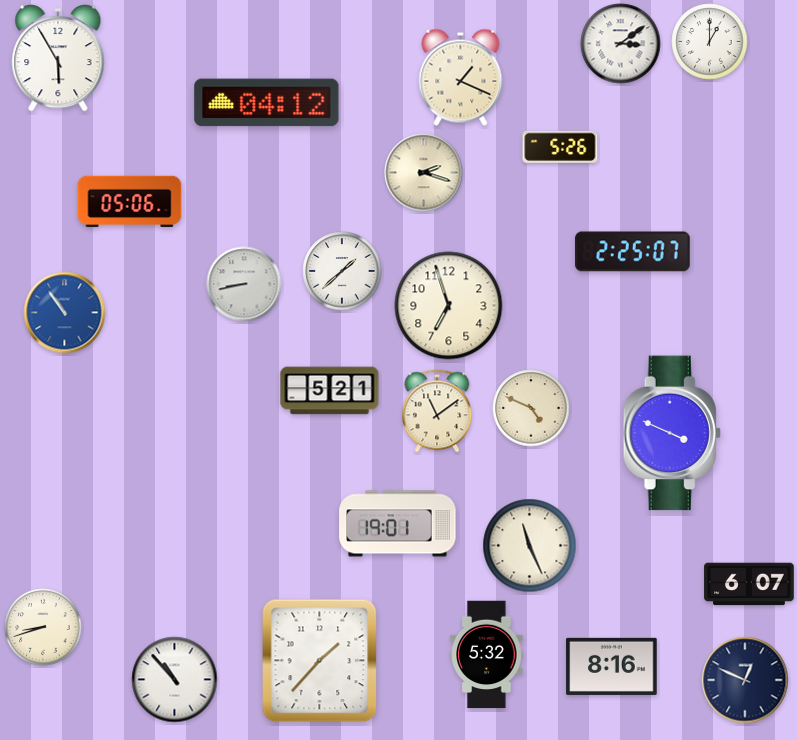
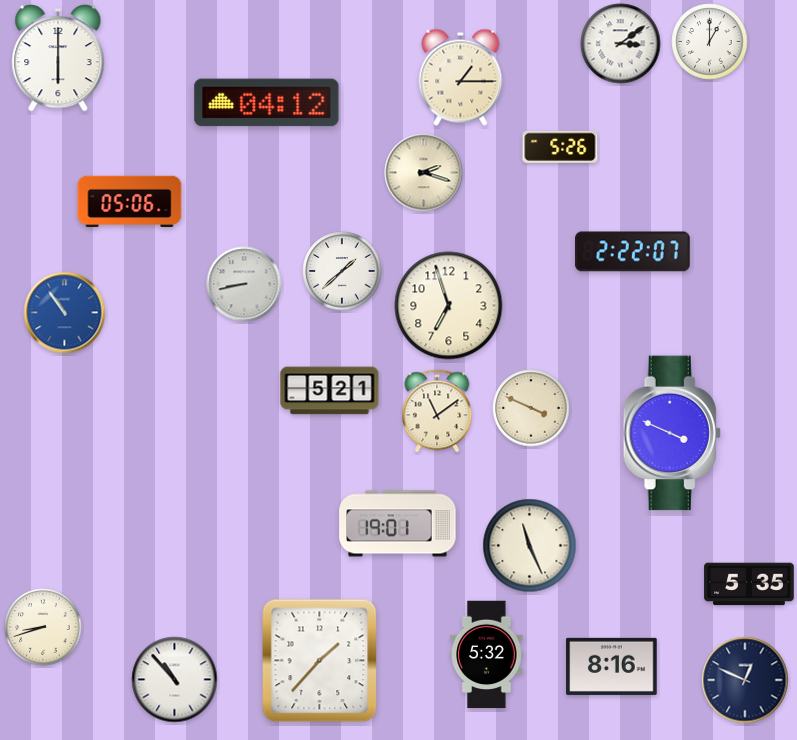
clock at (58, 58): 5:55 -> 6:00
clock at (461, 77): 1:19 -> 1:15
clock at (633, 252): 2:25 -> 2:22
clock at (531, 408): 4:49 -> 3:49
clock at (749, 584): 6:07 -> 5:35
